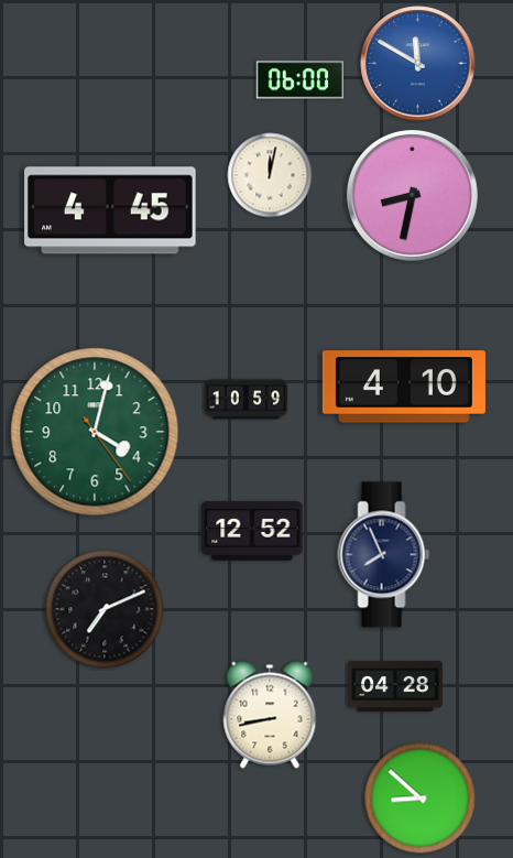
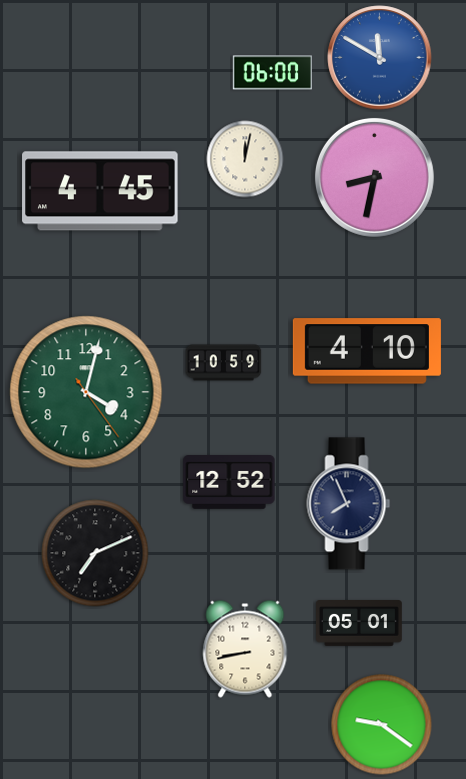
clock at (396, 687): 04:28 -> 05:01
clock at (421, 799): 8:52 -> 9:21
